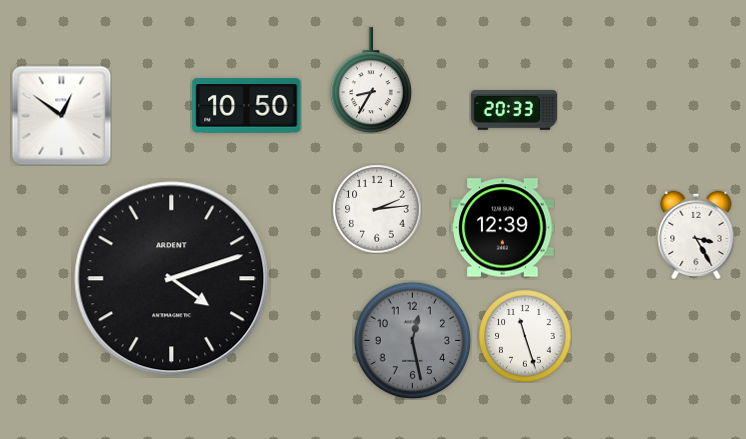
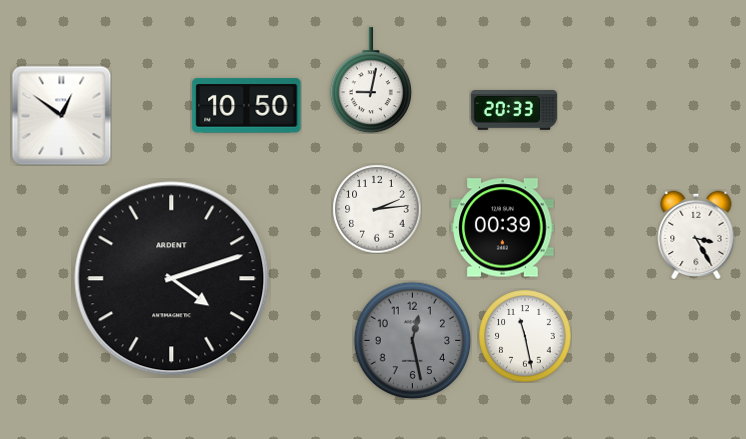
clock at (371, 80): 8:35 -> 9:02
clock at (503, 228): 12:39 -> 00:39
clock at (525, 336): 11:27 -> 11:28
